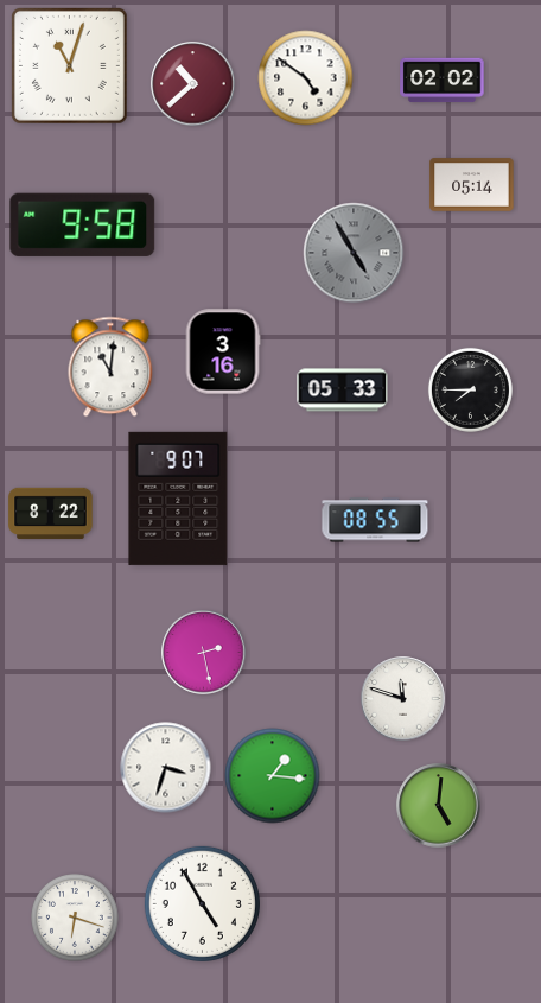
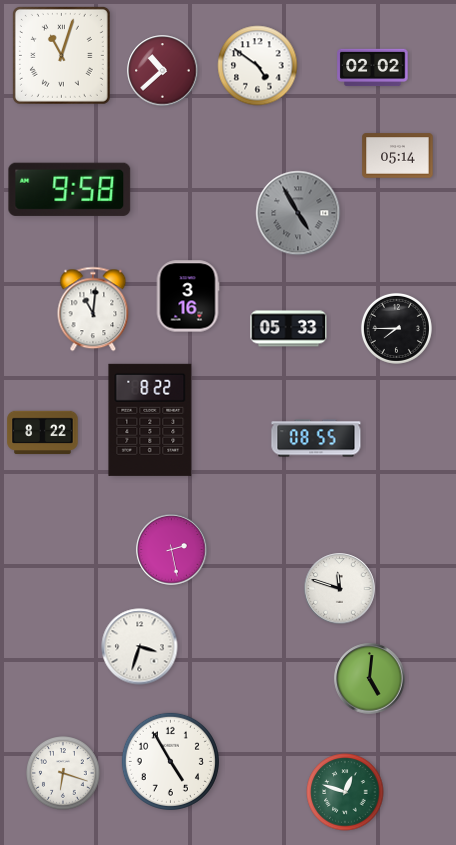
clock at (69, 65) position: (69, 65) -> (61, 55)
clock at (178, 499): 9:07 -> 8:22
clock at (273, 776): 1:16 -> none
clock at (345, 792): none -> 12:48
